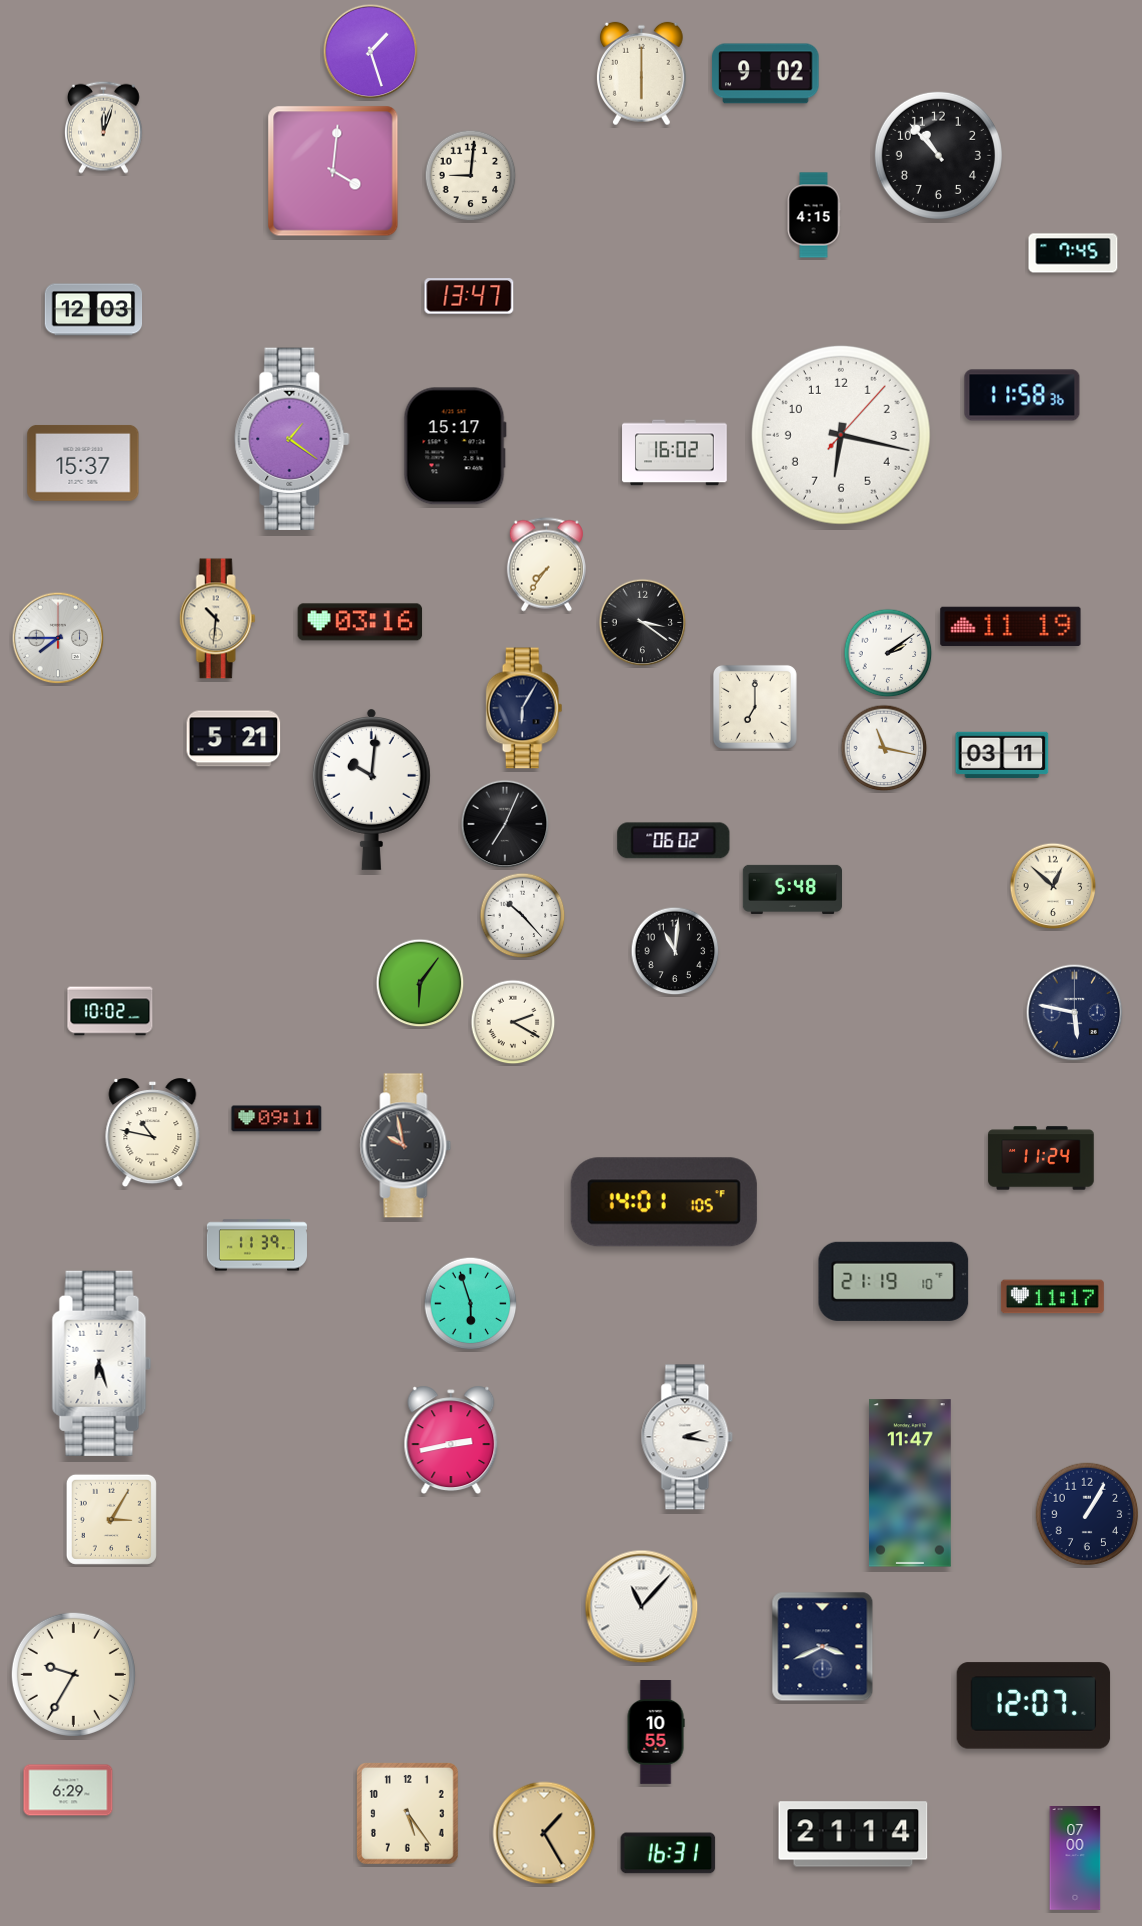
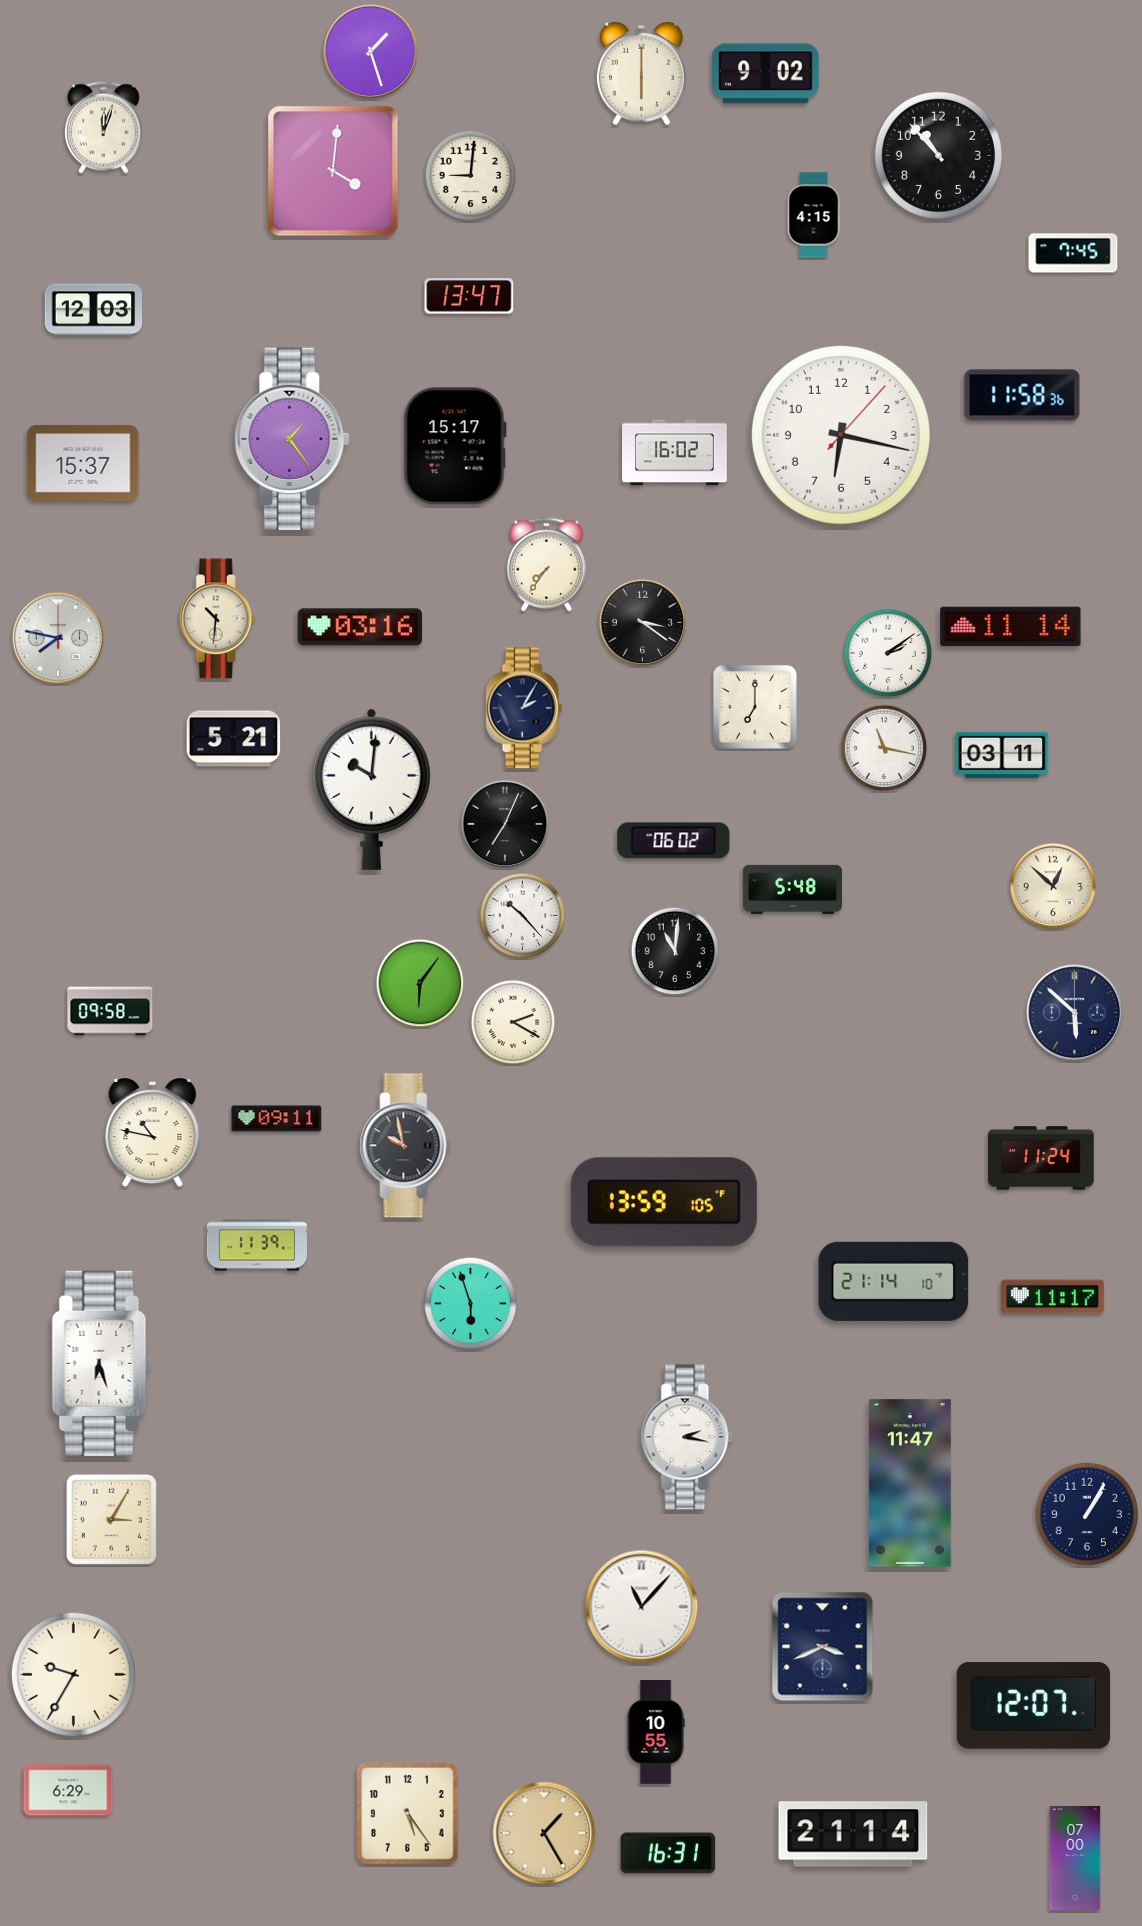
clock at (292, 438): 1:21 -> 1:24
clock at (360, 622) position: (360, 622) -> (360, 627)
clock at (1011, 627): 11:19 -> 11:14
clock at (58, 638): 7:45 -> 7:47
clock at (524, 708): 6:05 -> 2:05
clock at (110, 1011): 10:02 -> 09:58
clock at (1075, 1013): 5:47 -> 5:52
clock at (664, 1202): 14:01 -> 13:59
clock at (894, 1281): 21:19 -> 21:14
clock at (451, 1440): 2:43 -> none
